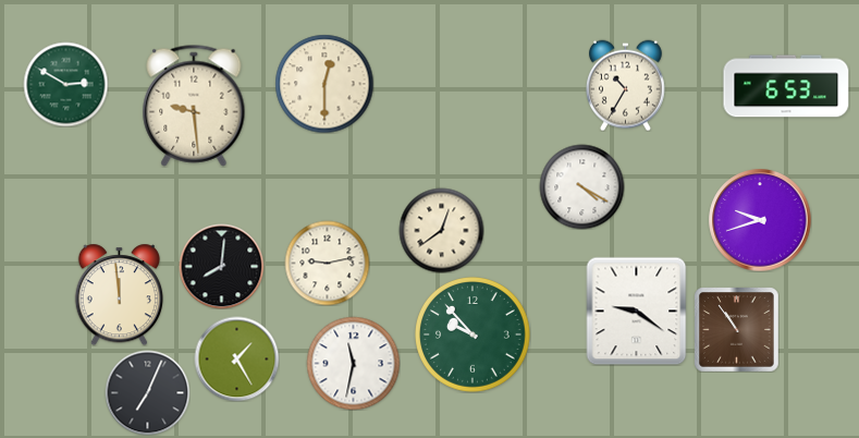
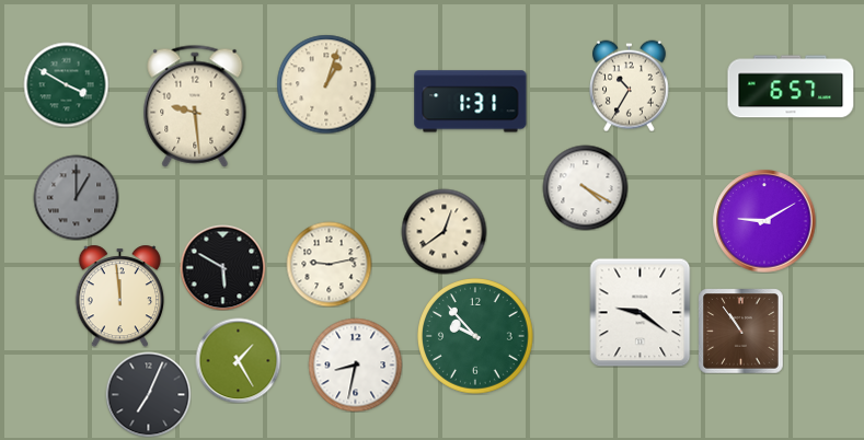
clock at (65, 84): 2:50 -> 3:50
clock at (324, 84): 12:30 -> 1:03
clock at (786, 86): 6:53 -> 6:57
clock at (471, 102): none -> 1:31
clock at (76, 197): none -> 1:00
clock at (760, 220): 9:42 -> 9:10
clock at (221, 266): 8:01 -> 5:50
clock at (353, 363): 11:32 -> 8:32
